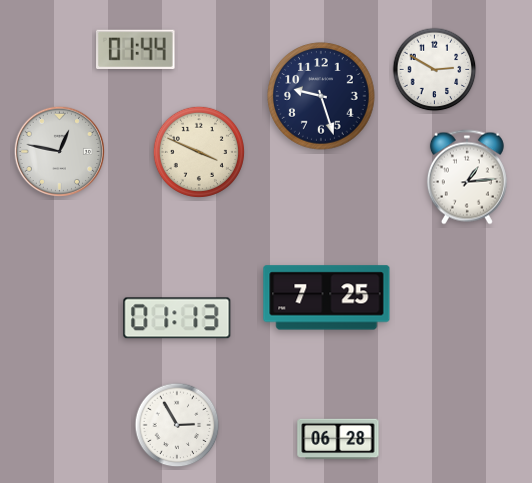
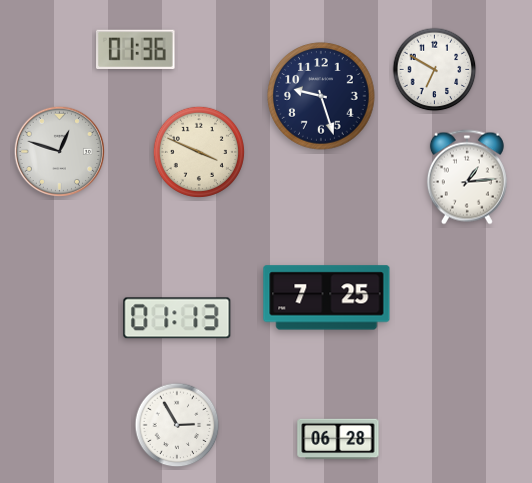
clock at (136, 49): 01:44 -> 01:36
clock at (435, 70): 2:50 -> 6:50
clock at (59, 151): 12:47 -> 12:48
